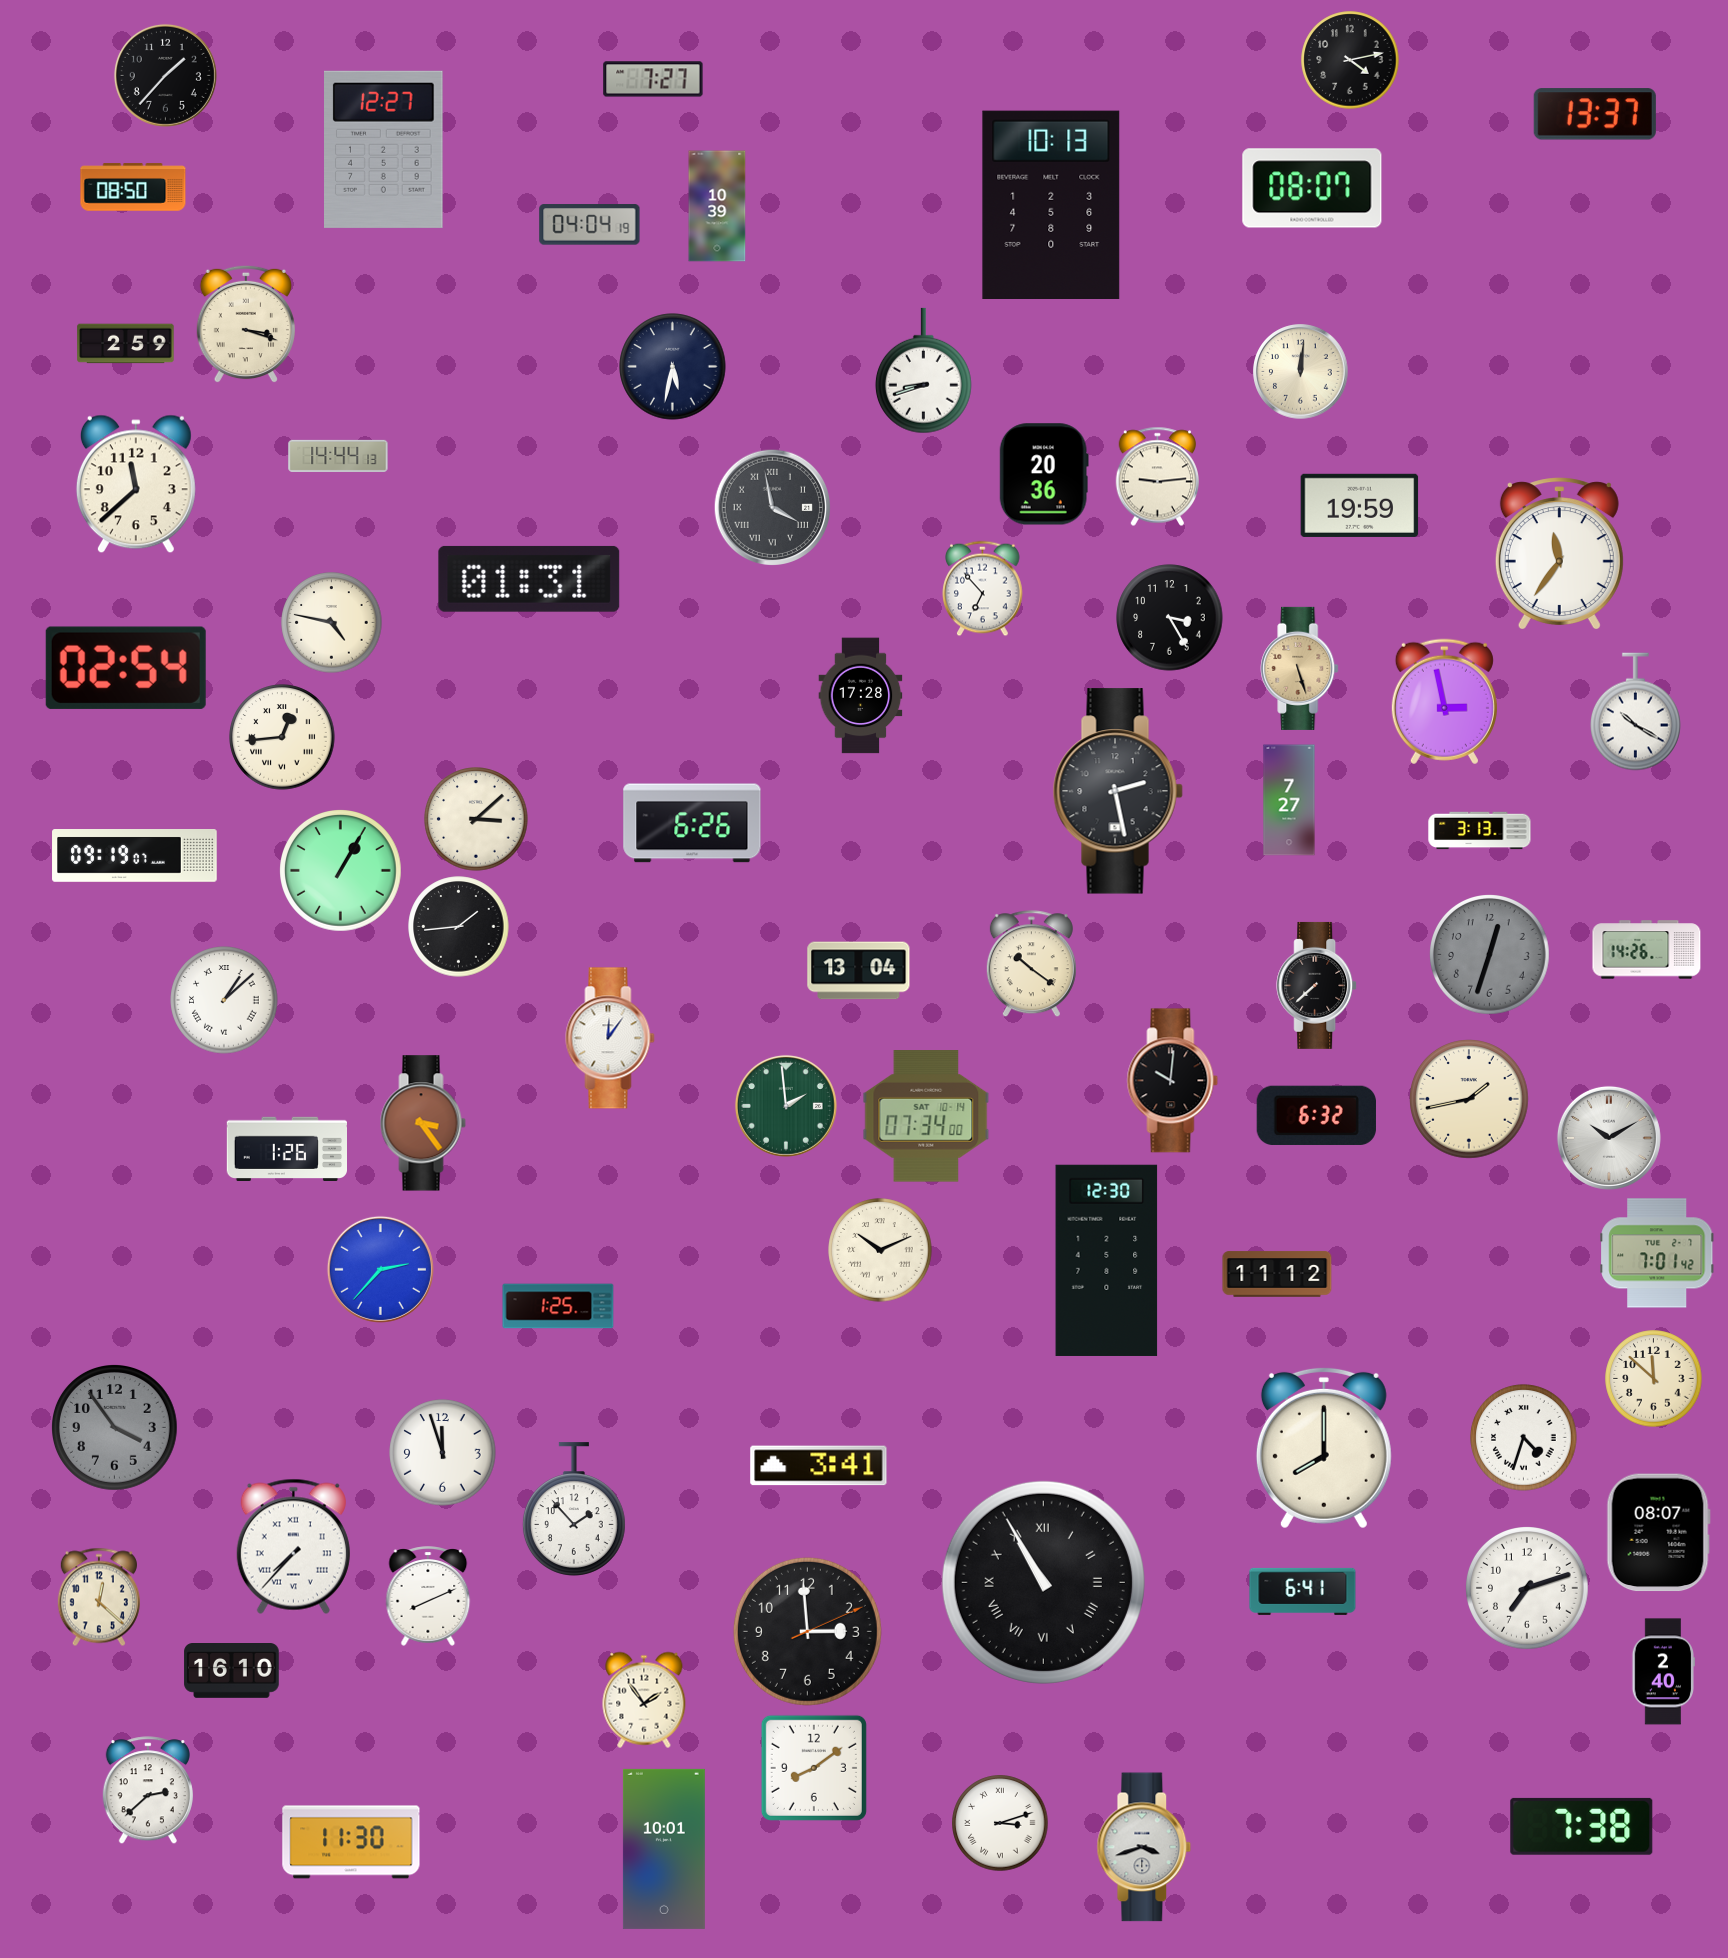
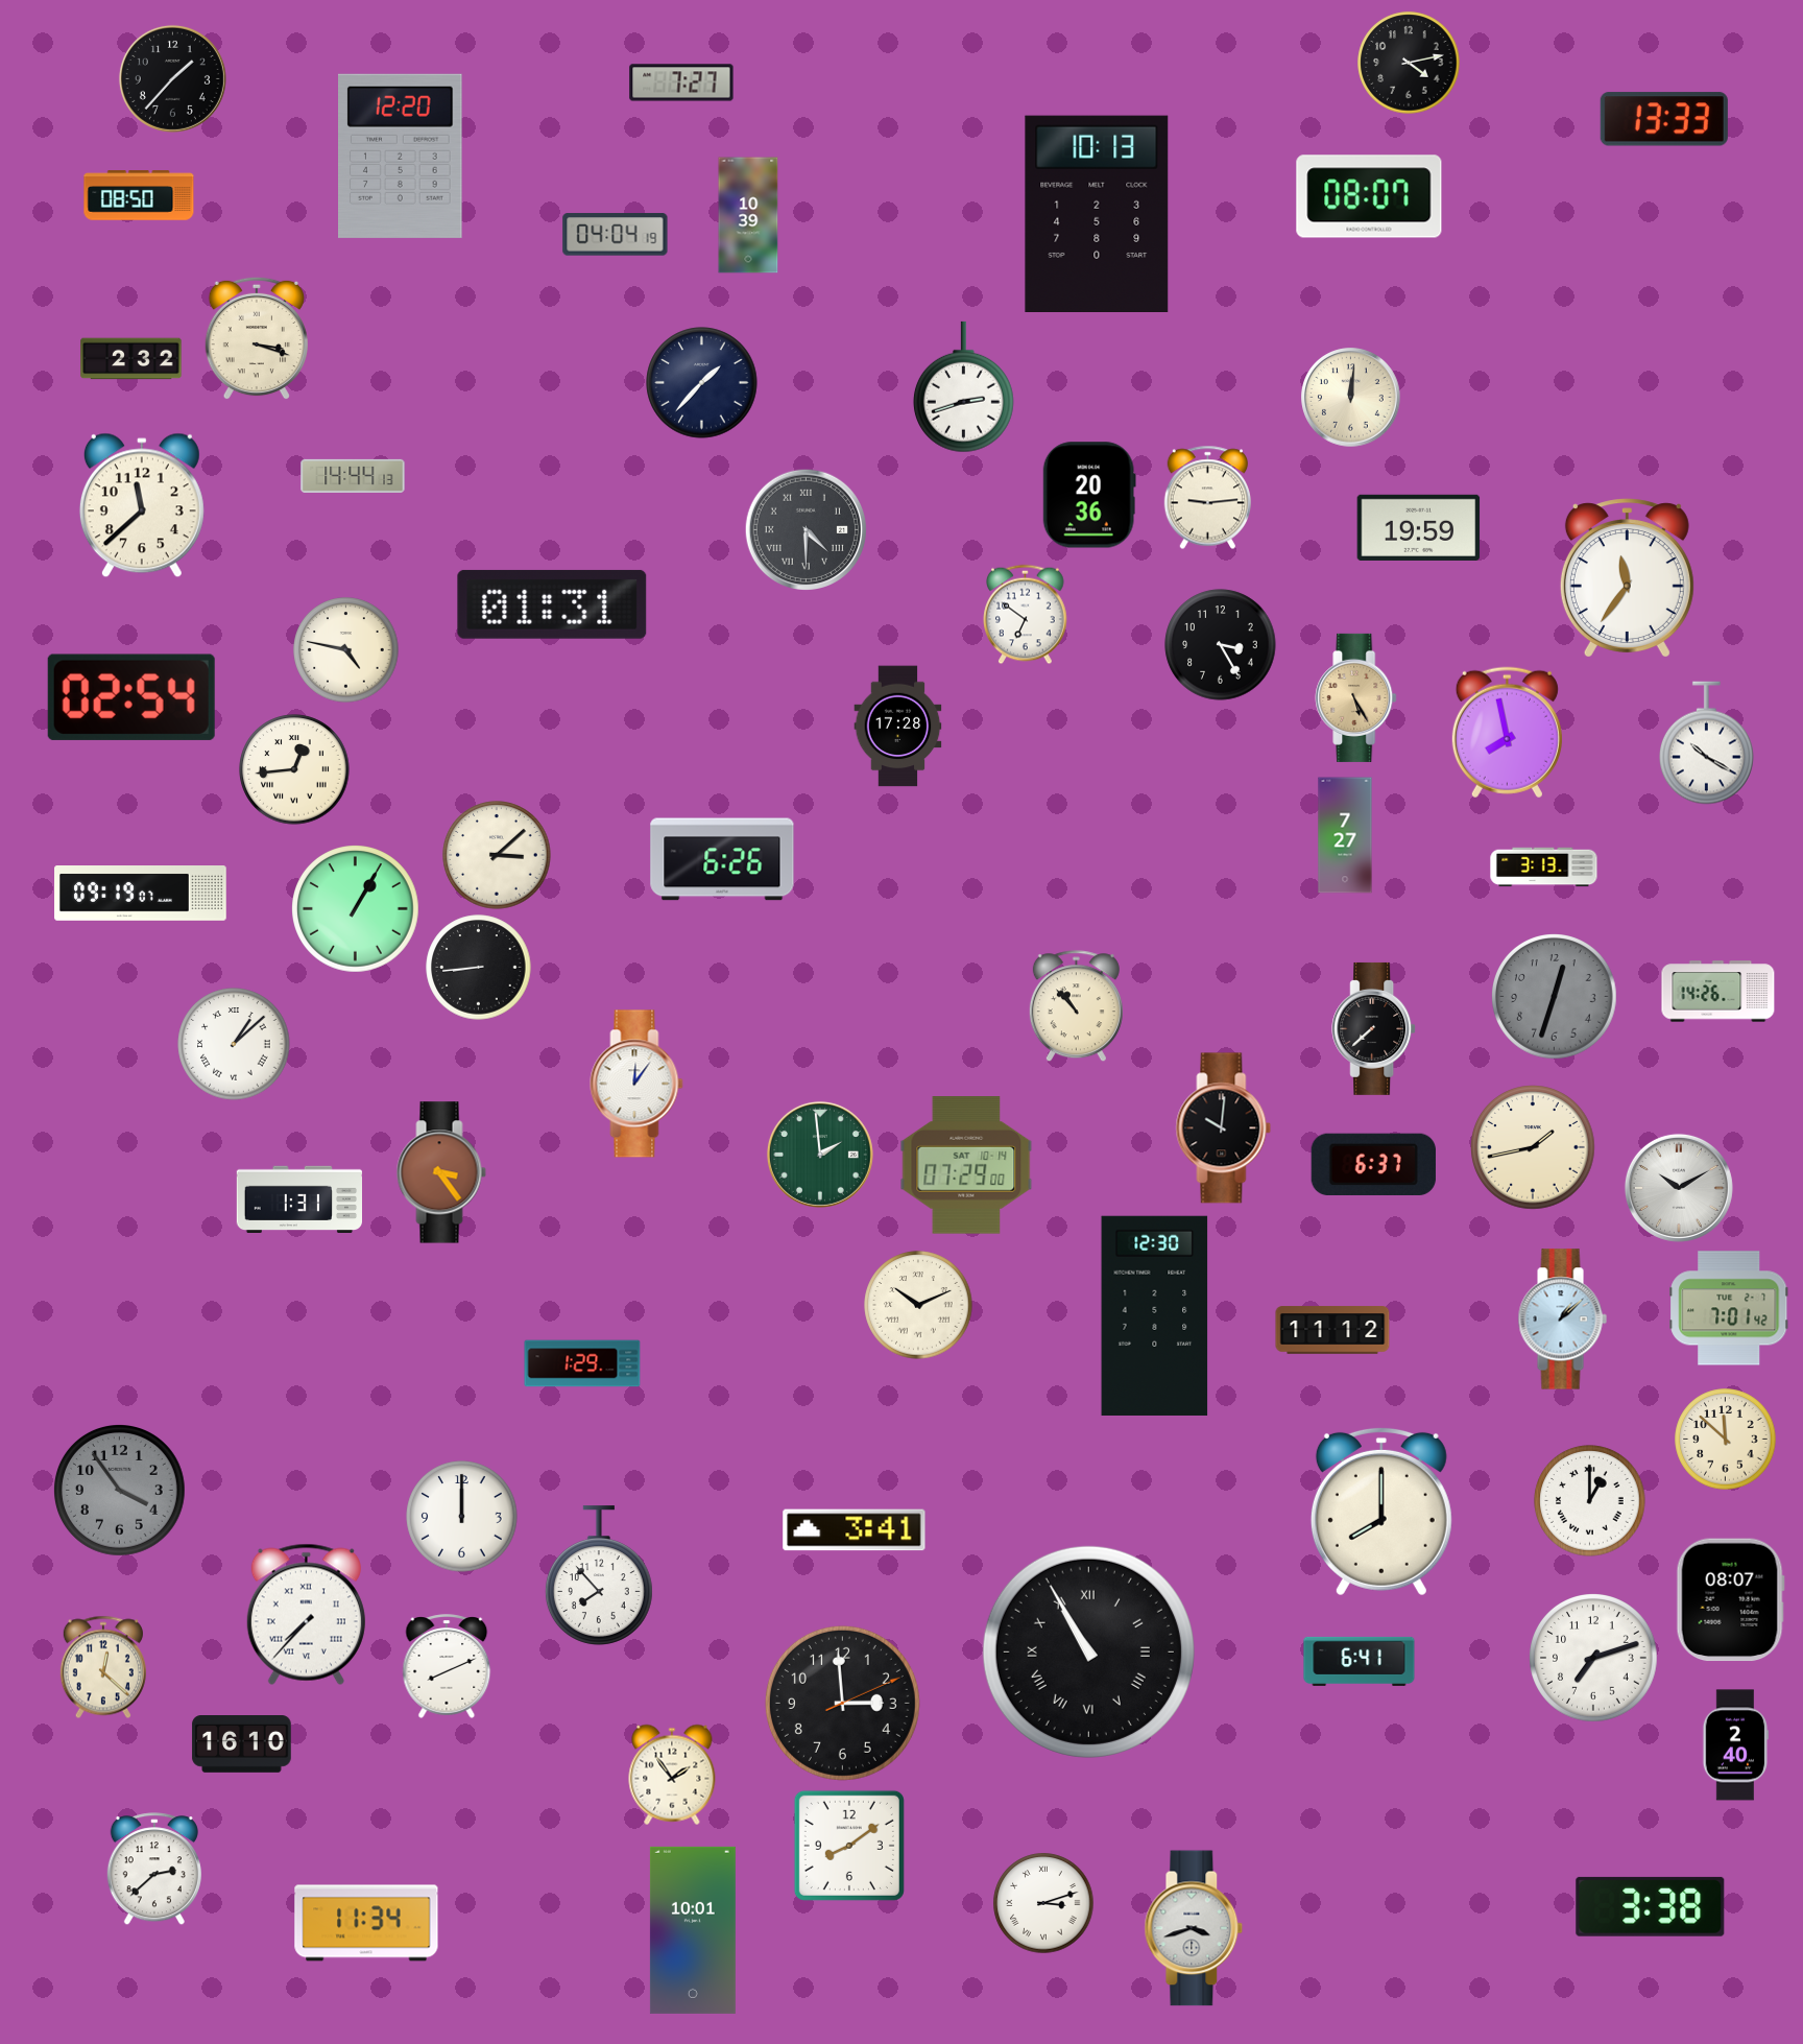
clock at (1595, 114): 13:37 -> 13:33
clock at (384, 149): 12:27 -> 12:20
clock at (126, 344): 2:59 -> 2:32
clock at (673, 367): 5:32 -> 1:37
clock at (923, 371): 8:42 -> 2:42
clock at (1301, 372) position: (1301, 372) -> (1351, 398)
clock at (773, 507): 3:58 -> 4:30
clock at (983, 589): 6:53 -> 6:51
clock at (1300, 668): 5:27 -> 5:25
clock at (1444, 702): 2:58 -> 7:58
clock at (1118, 791): 2:28 -> none
clock at (459, 927): 1:44 -> 8:44
clock at (1031, 964): 10:21 -> 10:53
clock at (859, 971): 13:04 -> none
clock at (1316, 1115): 6:32 -> 6:37
clock at (926, 1116): 07:34 -> 07:29
clock at (287, 1148): 1:26 -> 1:31
clock at (1562, 1320): none -> 1:08
clock at (380, 1269): 2:37 -> none
clock at (558, 1306): 1:25 -> 1:29
clock at (1524, 1438): 4:33 -> 1:00
clock at (443, 1453): 11:57 -> 12:00
clock at (574, 1509): 1:53 -> 7:53
clock at (1582, 1826): 7:38 -> 3:38
clock at (351, 1842): 11:30 -> 11:34
